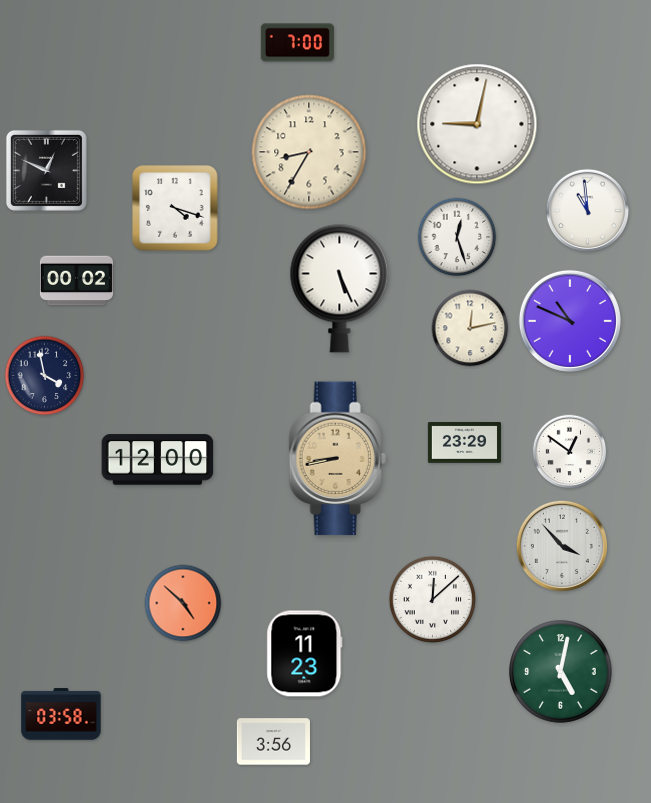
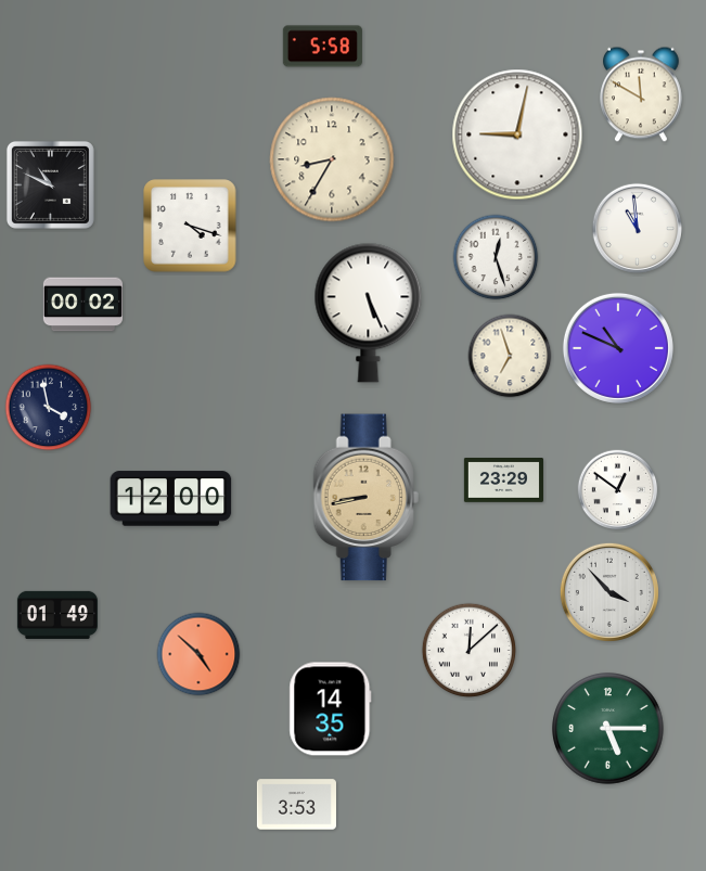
clock at (297, 43): 7:00 -> 5:58
clock at (642, 94): none -> 11:50
clock at (309, 152) position: (309, 152) -> (332, 159)
clock at (46, 170): 12:49 -> 10:49
clock at (470, 328): 12:13 -> 6:57
clock at (57, 615): none -> 01:49
clock at (305, 654): 11:23 -> 14:35
clock at (561, 672): 5:02 -> 5:15
clock at (61, 714): 03:58 -> none
clock at (273, 742): 3:56 -> 3:53
